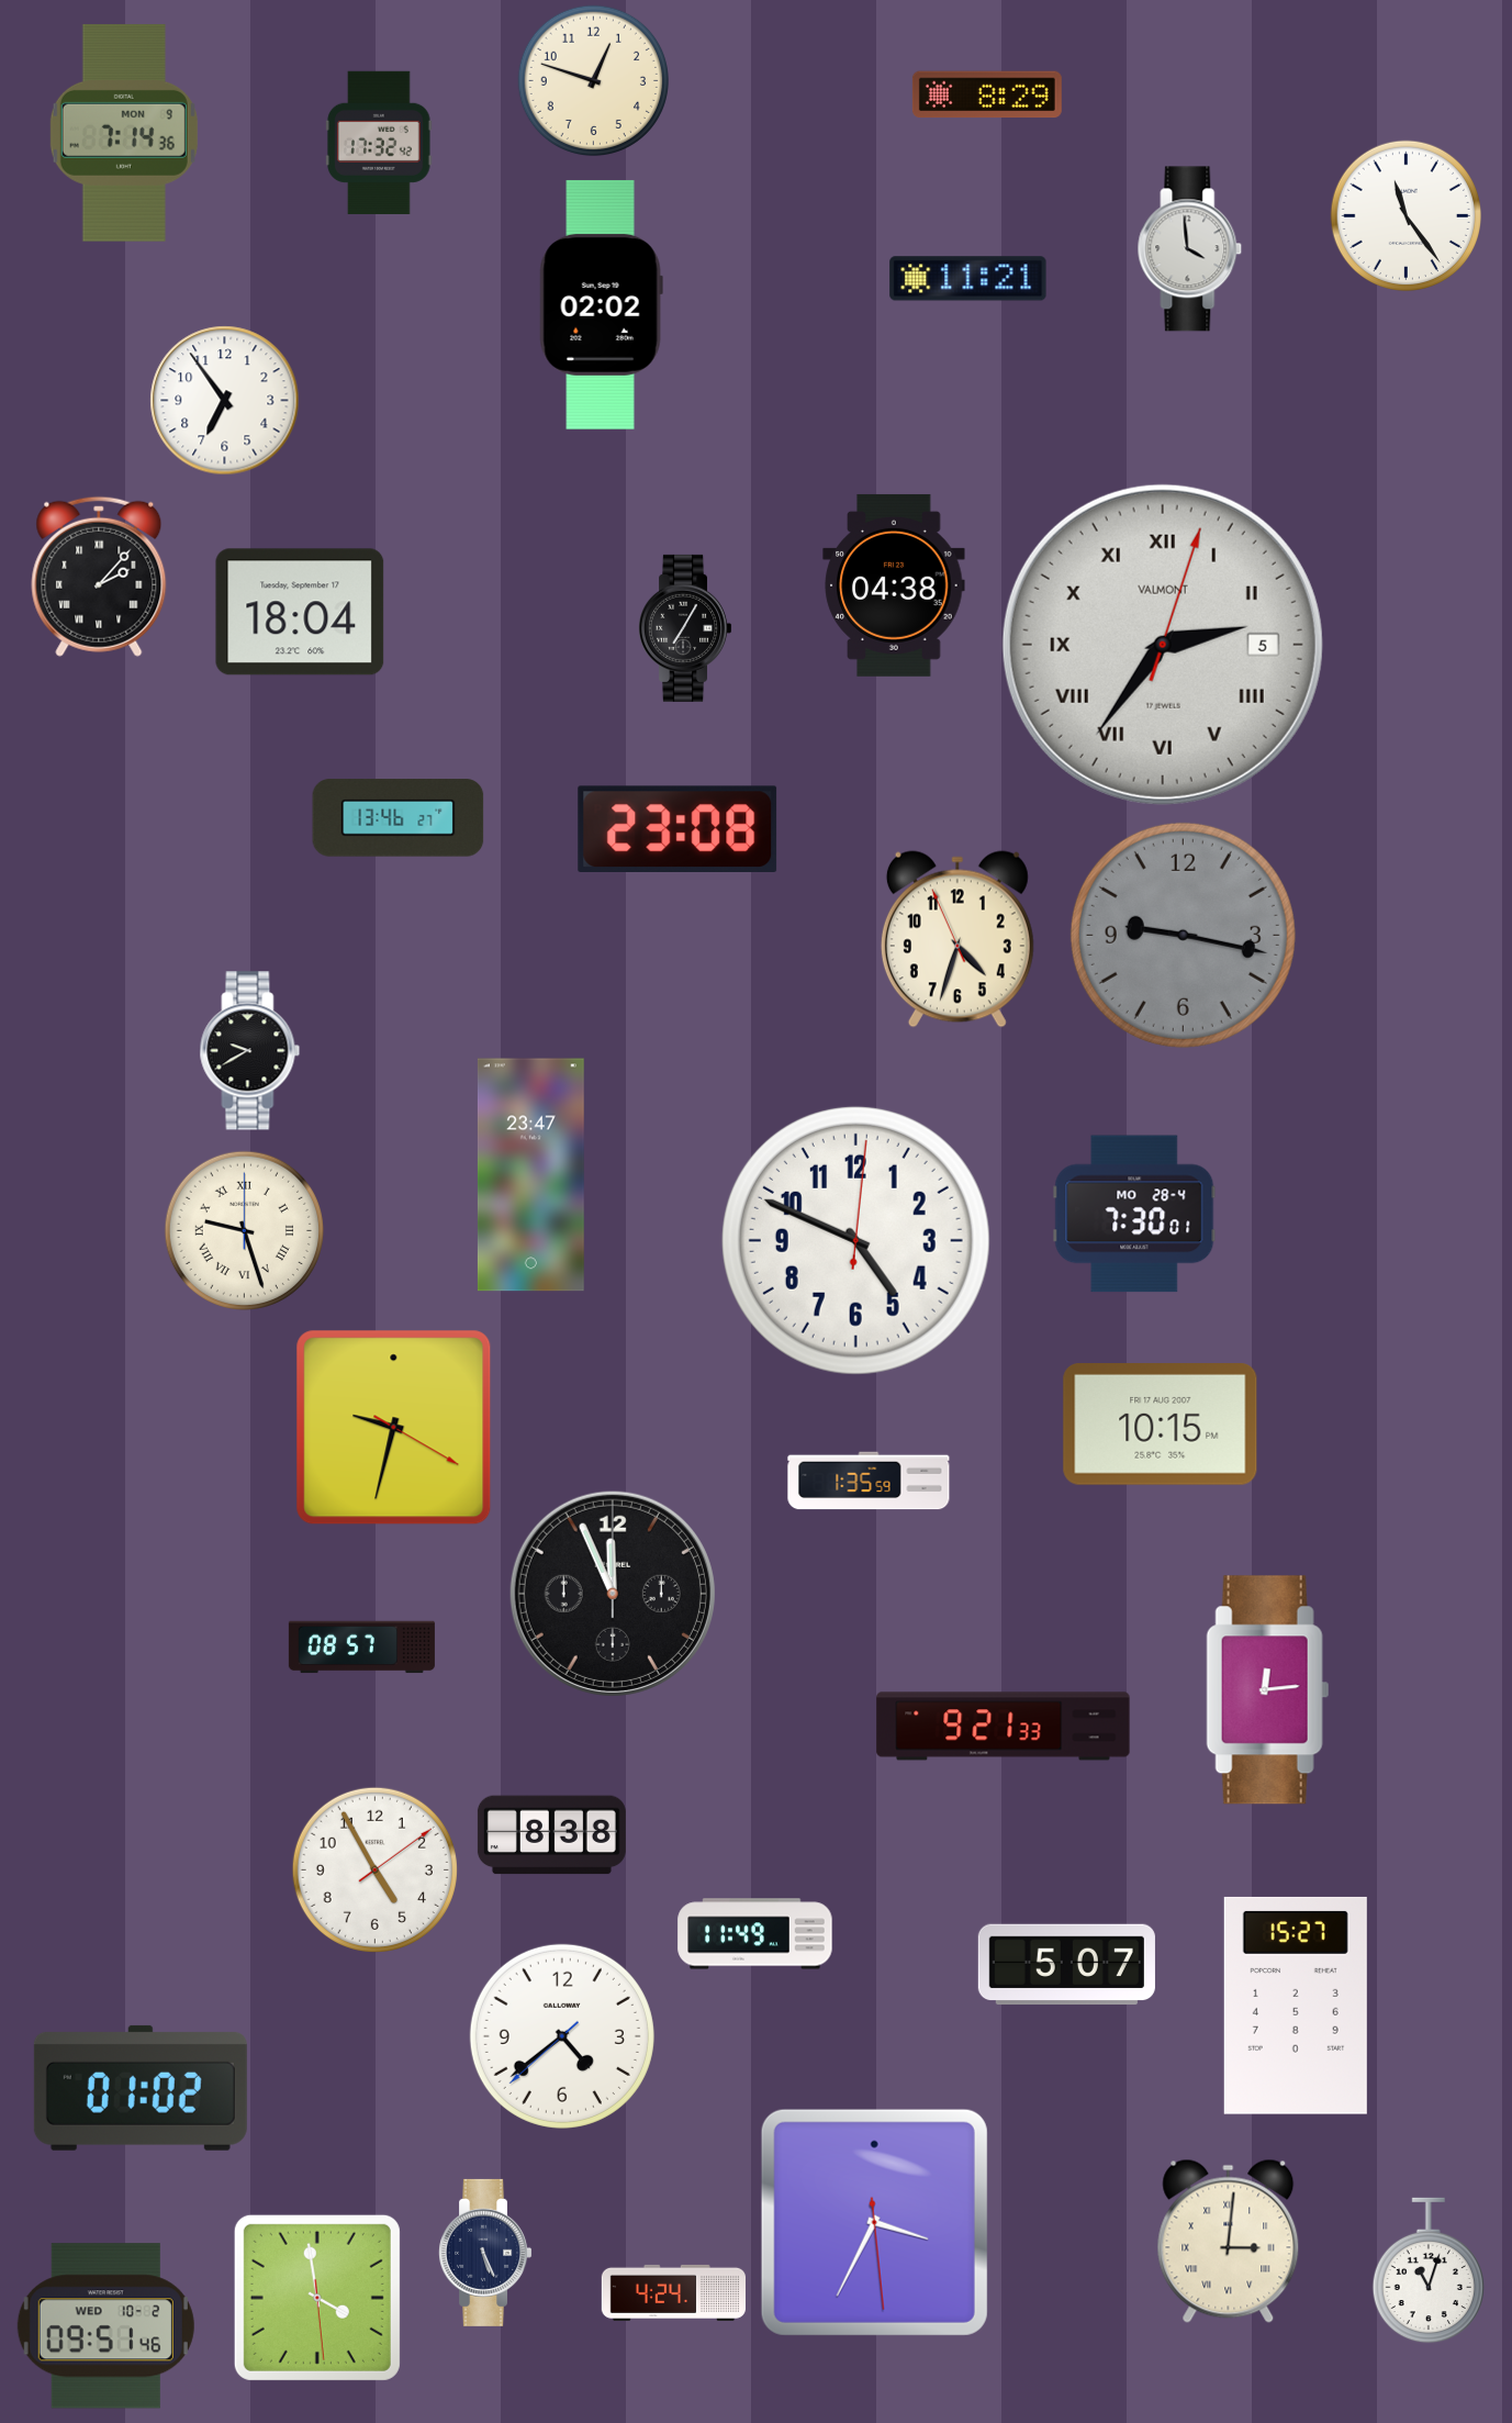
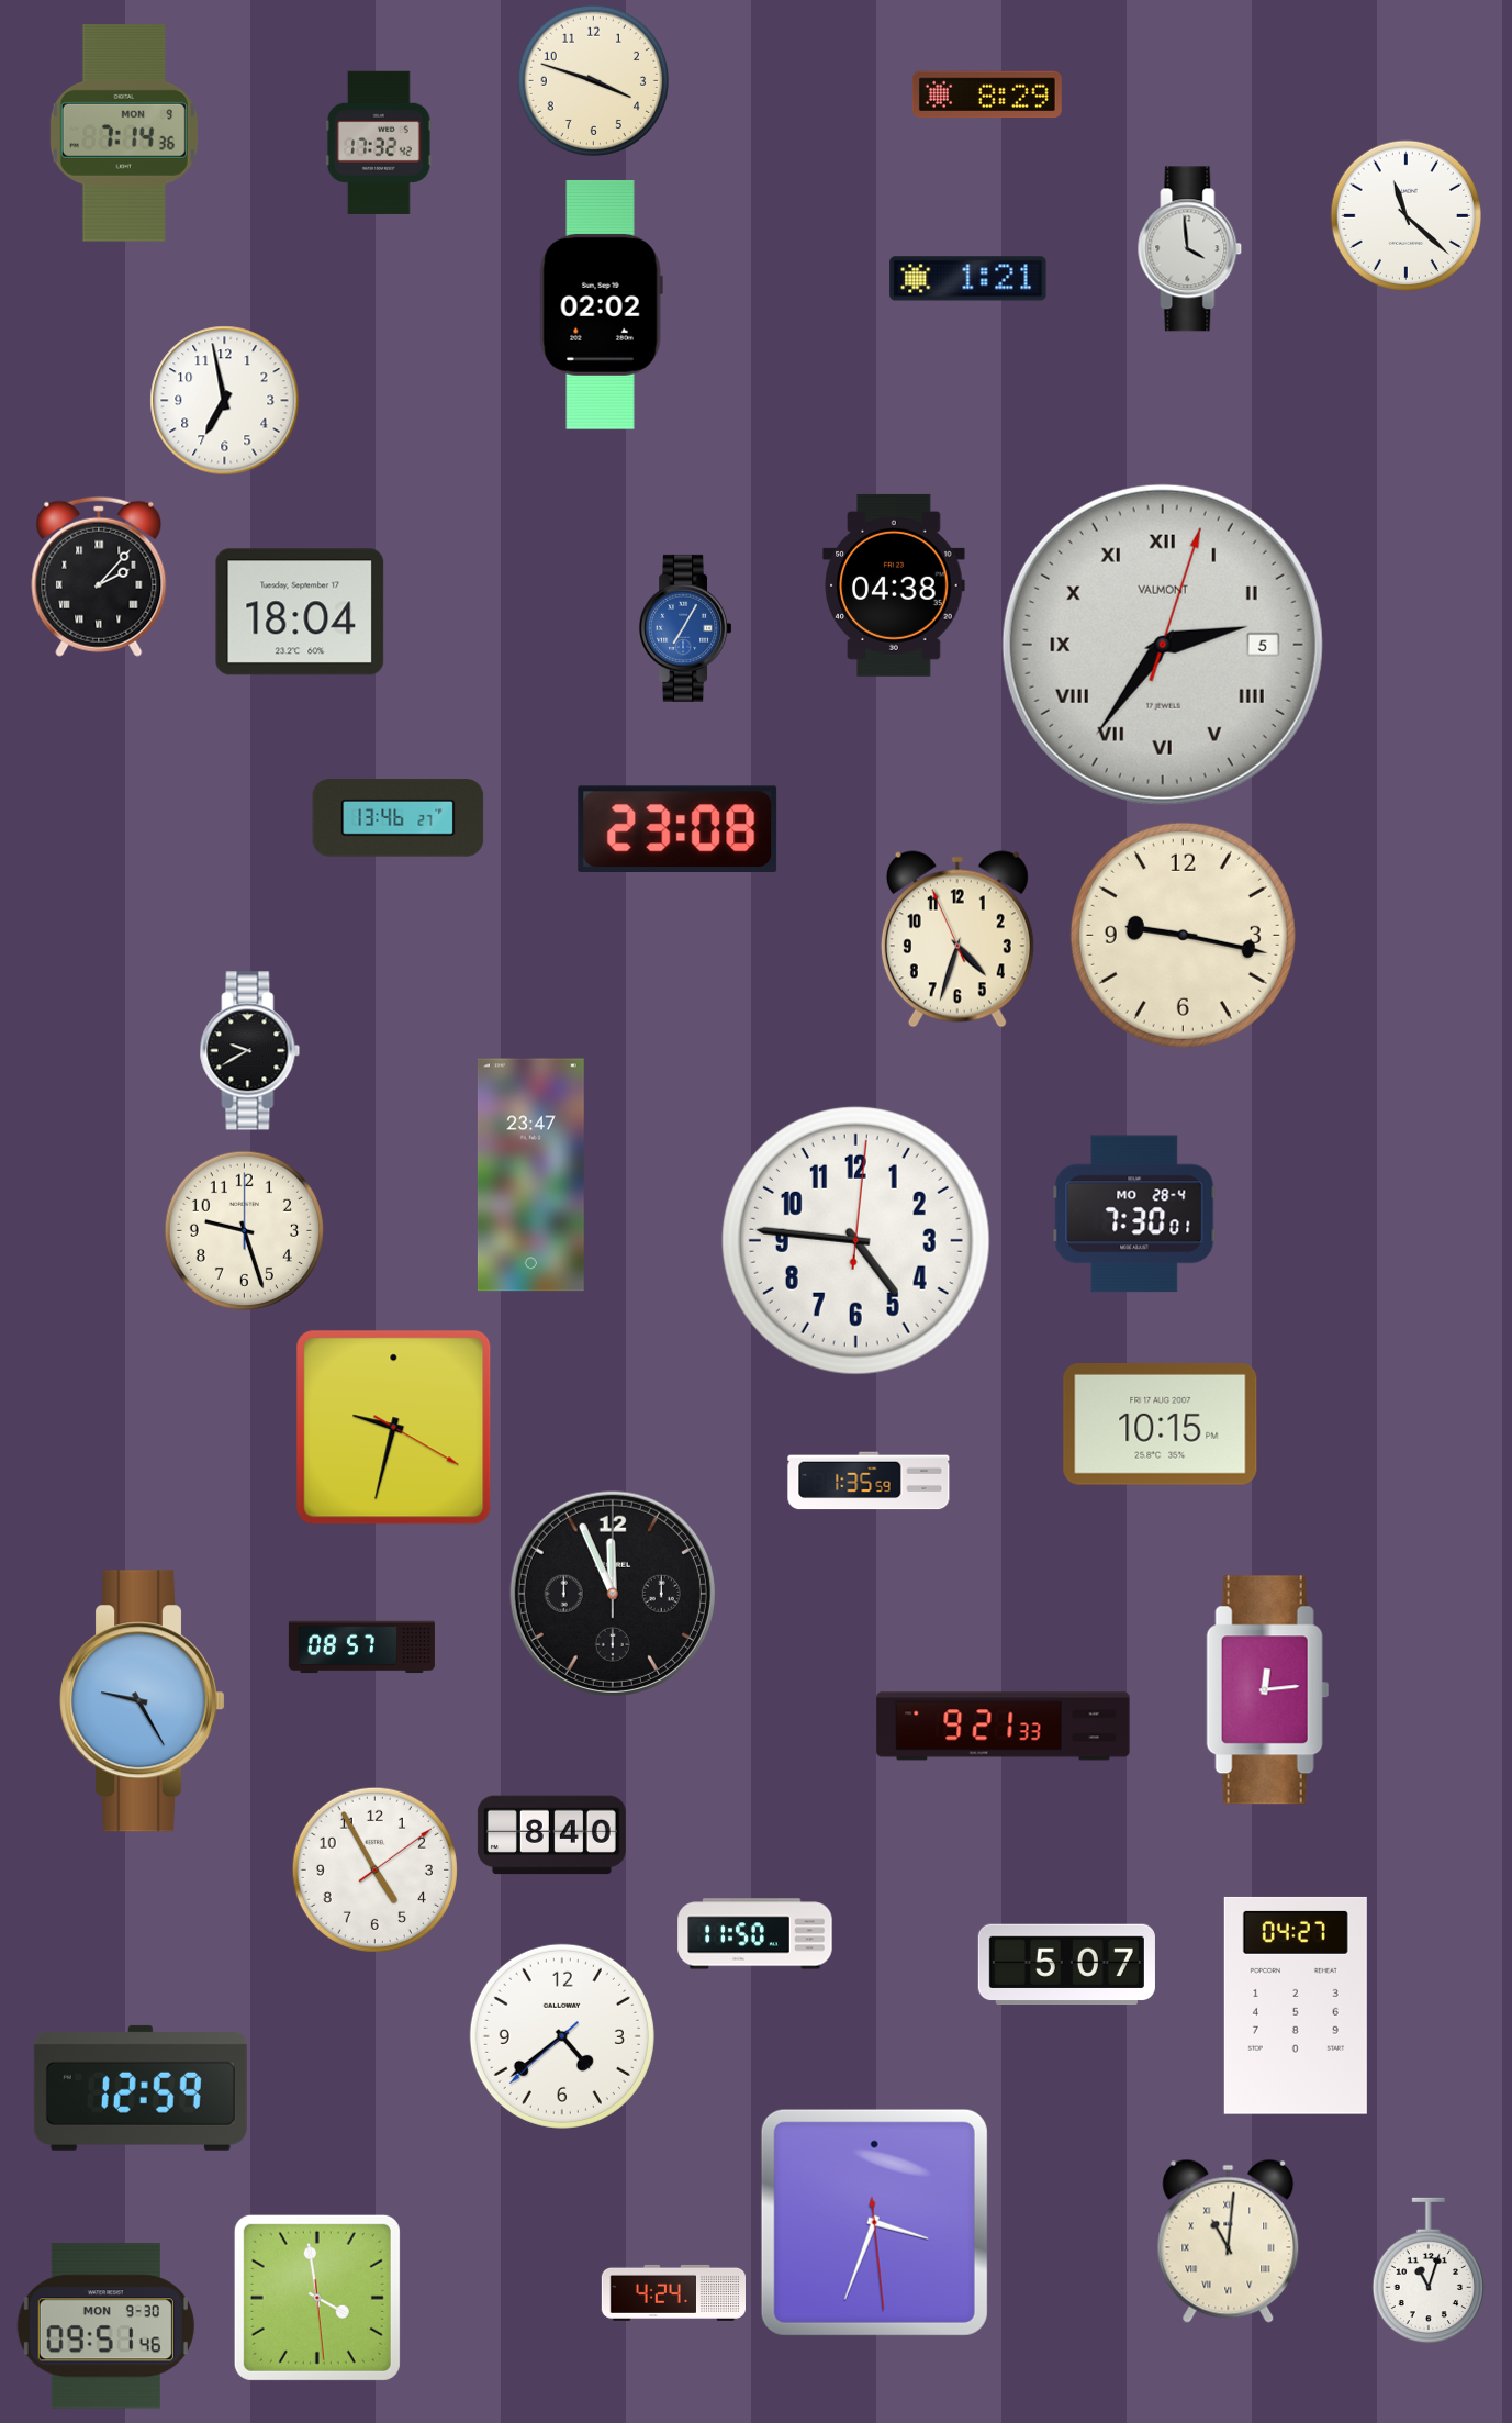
clock at (593, 80): 12:48 -> 3:48
clock at (1405, 215): 11:24 -> 11:22
clock at (968, 279): 11:21 -> 1:21
clock at (225, 401): 6:54 -> 6:58
clock at (685, 628) dial: black -> blue
clock at (1183, 935) dial: grey -> cream
clock at (244, 1230) numerals: Roman -> Arabic
clock at (855, 1240): 4:49 -> 4:46
clock at (142, 1701): none -> 9:25
clock at (551, 1835): 8:38 -> 8:40
clock at (755, 1934): 11:49 -> 11:50
clock at (1296, 2006): 15:27 -> 04:27
clock at (141, 2088): 01:02 -> 12:59
clock at (874, 2222): 3:34 -> 3:33
clock at (1229, 2241): 3:01 -> 11:01
clock at (485, 2253): 5:26 -> none
clock at (105, 2326) date: WED 10-2 -> MON 9-30
